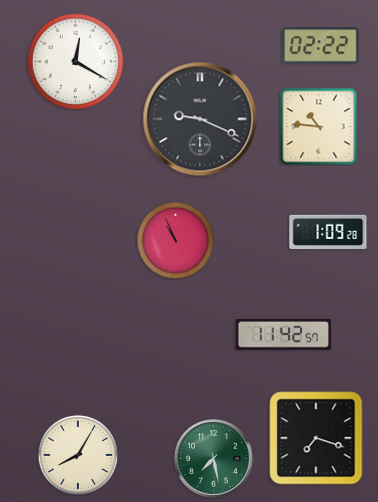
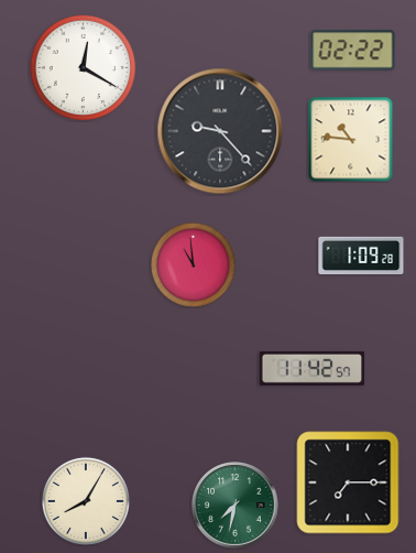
clock at (200, 119): 9:19 -> 9:23
clock at (175, 240): 10:56 -> 10:59
clock at (316, 438): 7:18 -> 7:15
clock at (214, 459): 7:28 -> 7:32
